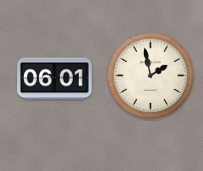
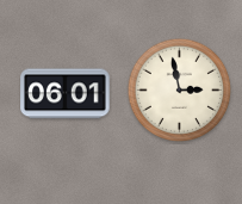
clock at (151, 76): 1:58 -> 2:58
